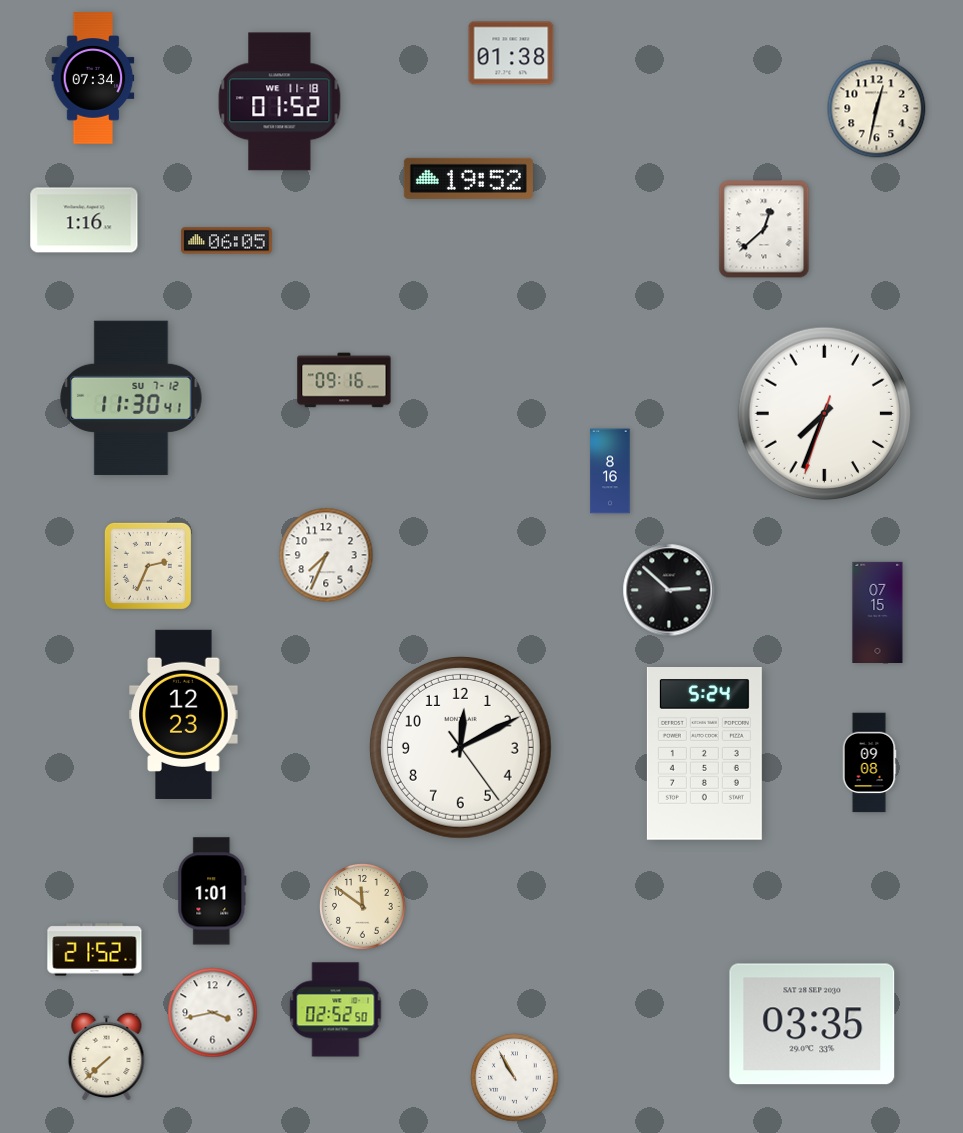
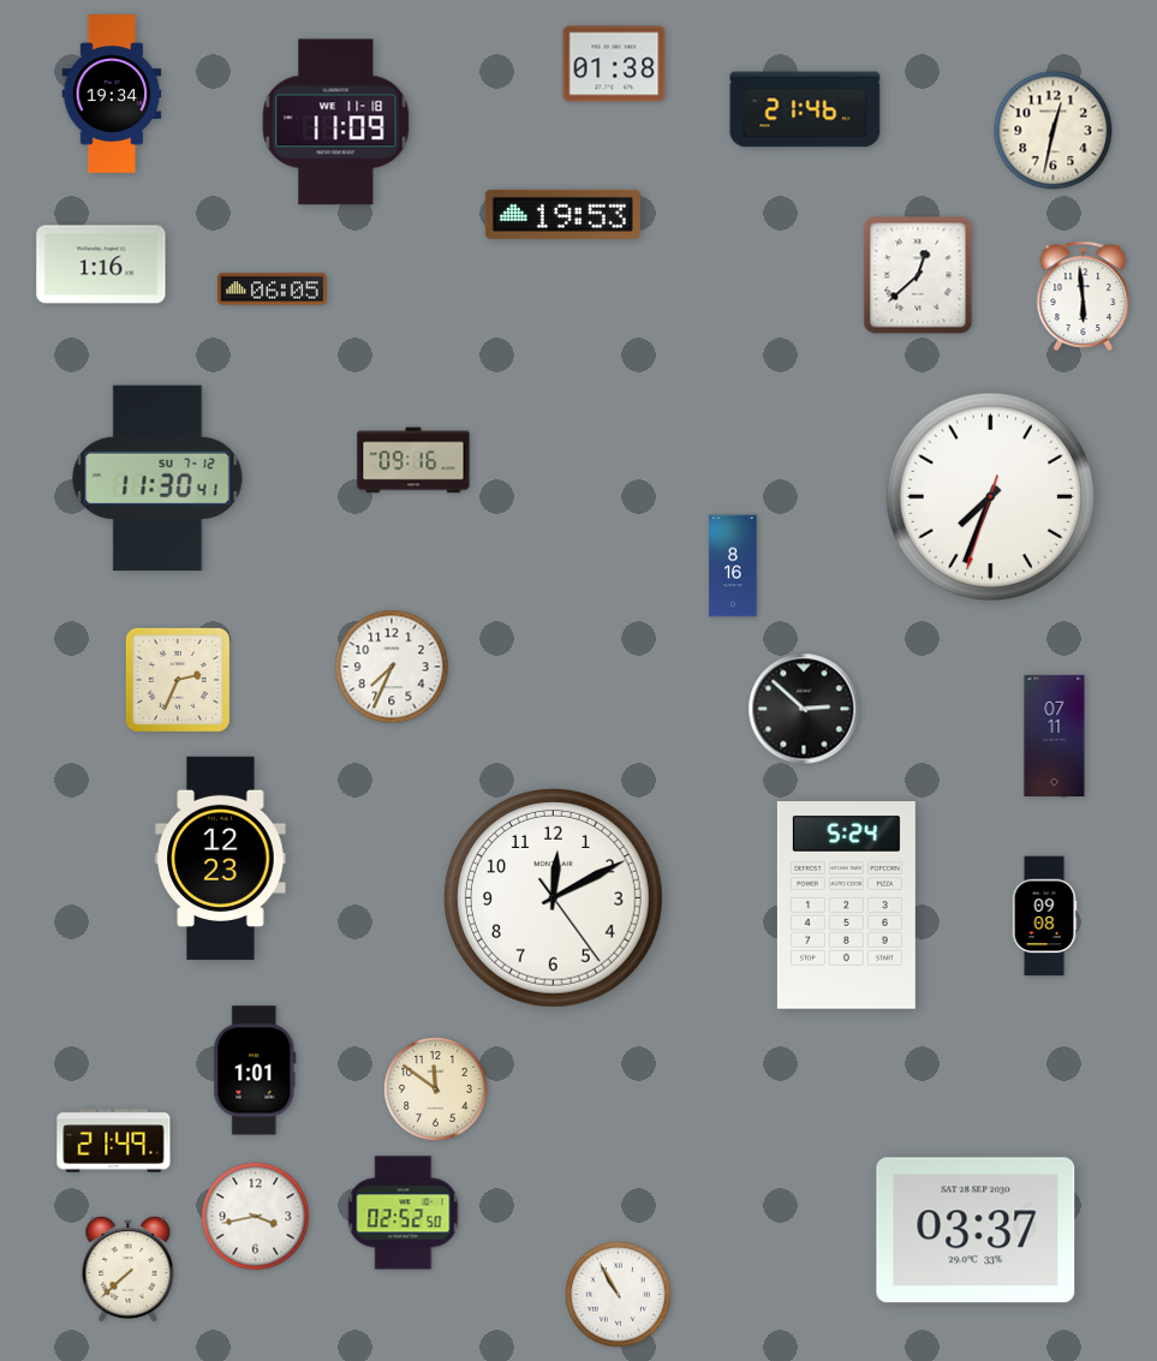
clock at (93, 78): 07:34 -> 19:34
clock at (805, 109): none -> 21:46
clock at (280, 102): 01:52 -> 11:09
clock at (468, 178): 19:52 -> 19:53
clock at (1084, 296): none -> 5:59
clock at (344, 380) position: (344, 380) -> (413, 460)
clock at (878, 612): 07:15 -> 07:11
clock at (95, 950): 21:52 -> 21:49
clock at (812, 1024): 03:35 -> 03:37
